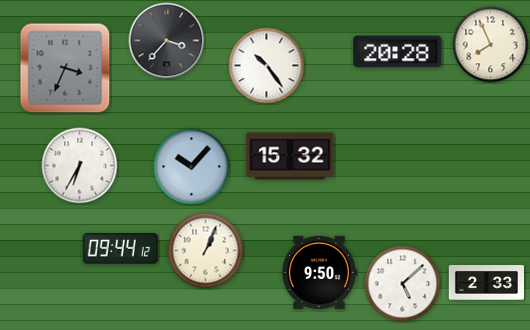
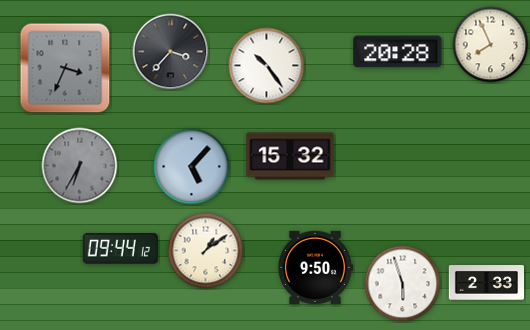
clock at (167, 41) position: (167, 41) -> (171, 52)
clock at (80, 166) dial: white -> grey
clock at (192, 167): 10:07 -> 5:07
clock at (206, 251): 1:04 -> 1:09
clock at (319, 272) position: (319, 272) -> (315, 267)
clock at (403, 284): 5:08 -> 5:57
